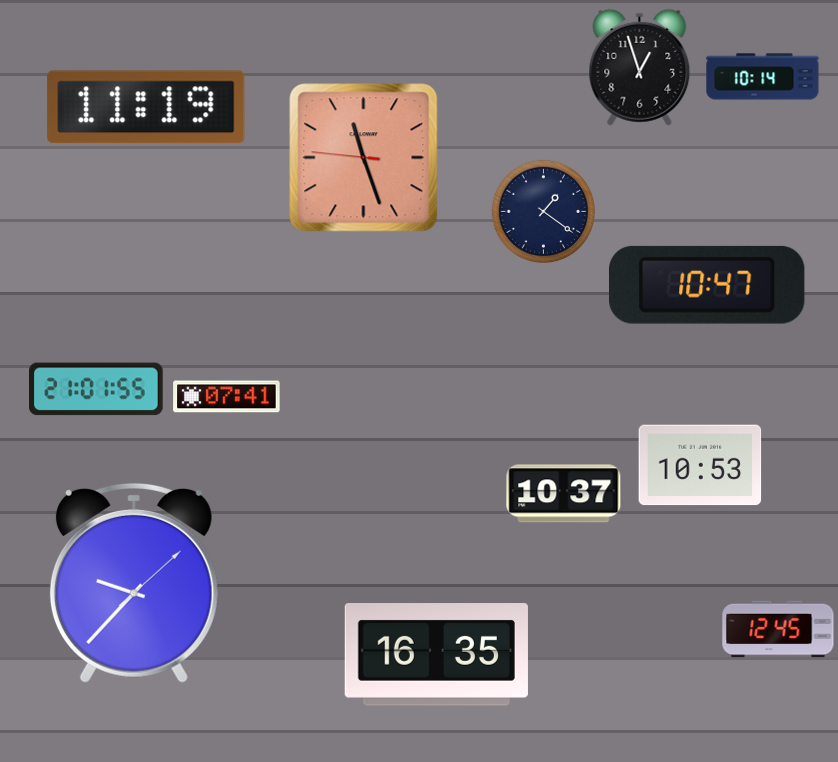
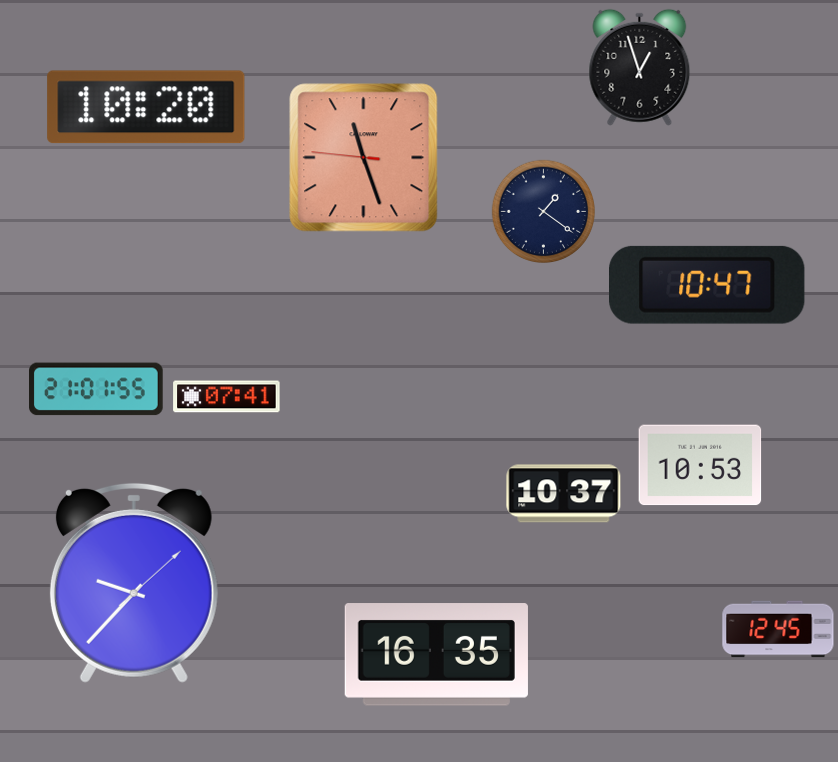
clock at (763, 77): 10:14 -> none
clock at (146, 107): 11:19 -> 10:20
